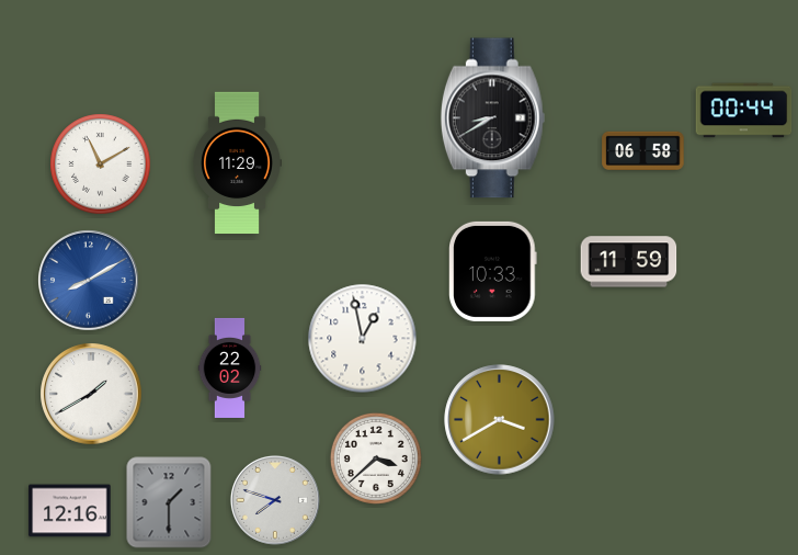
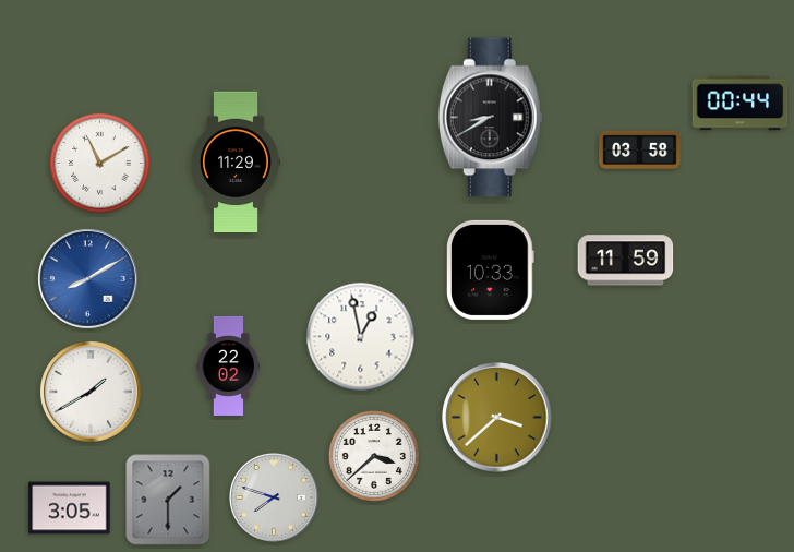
clock at (744, 111) position: (744, 111) -> (741, 104)
clock at (643, 150): 06:58 -> 03:58
clock at (500, 420): 3:40 -> 3:38
clock at (70, 511): 12:16 -> 3:05
